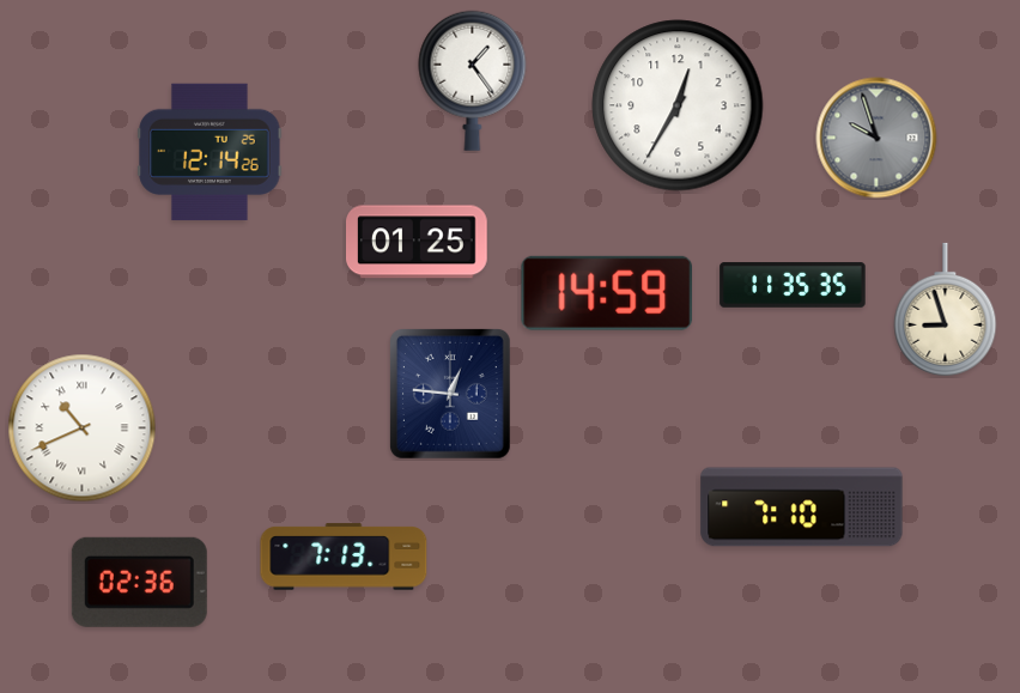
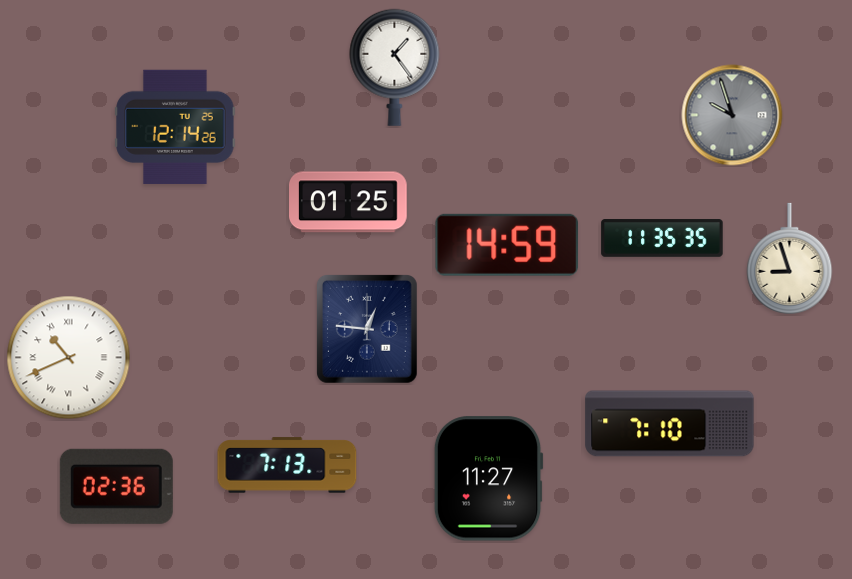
clock at (678, 105): 12:35 -> none
clock at (450, 395) position: (450, 395) -> (367, 330)
clock at (488, 479): none -> 11:27
